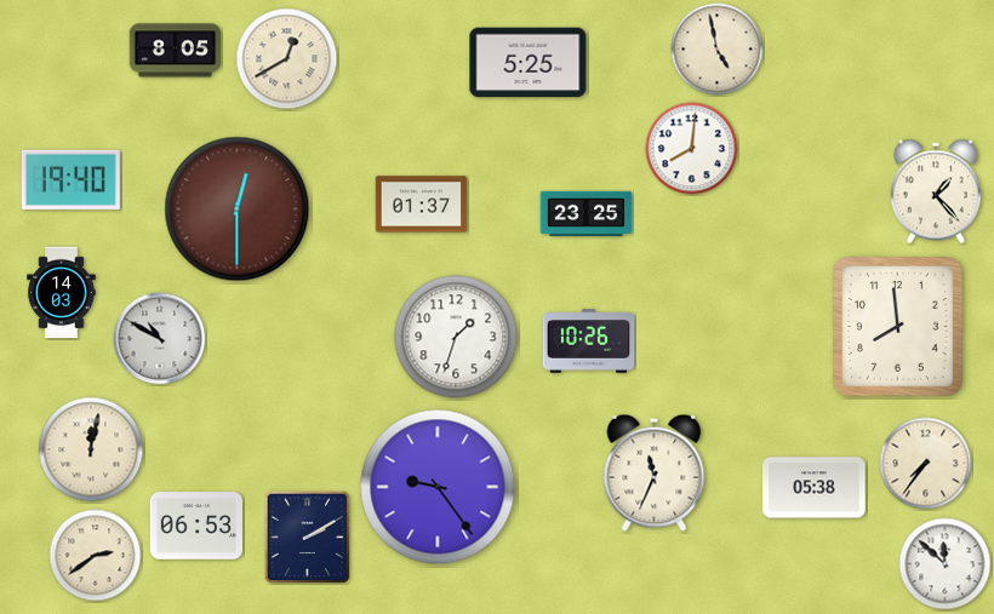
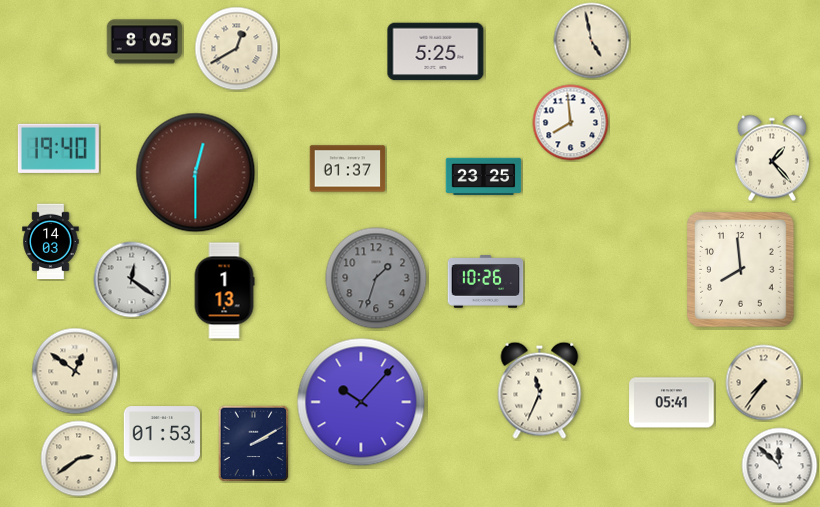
clock at (692, 149): 8:01 -> 7:59
clock at (456, 337) dial: white -> grey
clock at (160, 339): 10:50 -> 12:21
clock at (224, 291): none -> 1:13
clock at (91, 449): 12:02 -> 12:51
clock at (438, 487): 9:24 -> 10:07
clock at (815, 488): 05:38 -> 05:41
clock at (196, 526): 06:53 -> 01:53
